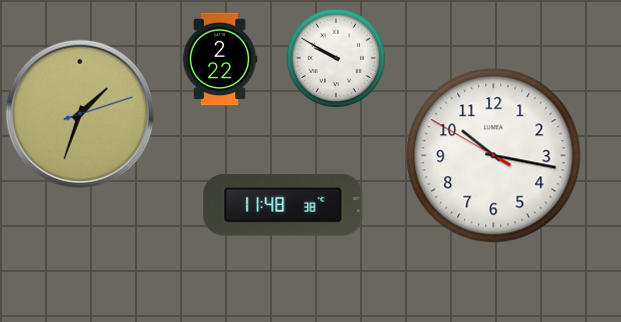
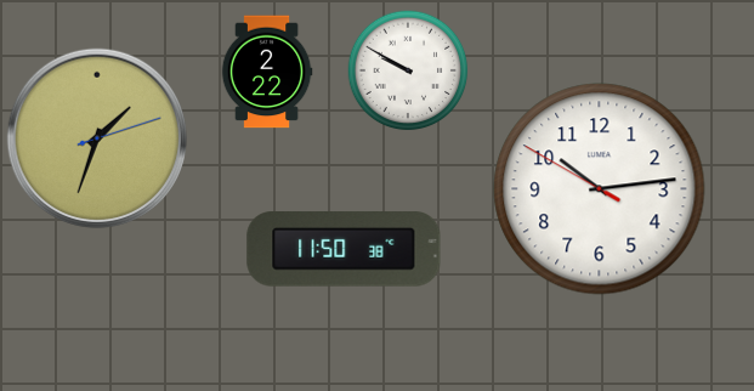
clock at (494, 156): 10:16 -> 10:13
clock at (283, 205): 11:48 -> 11:50
